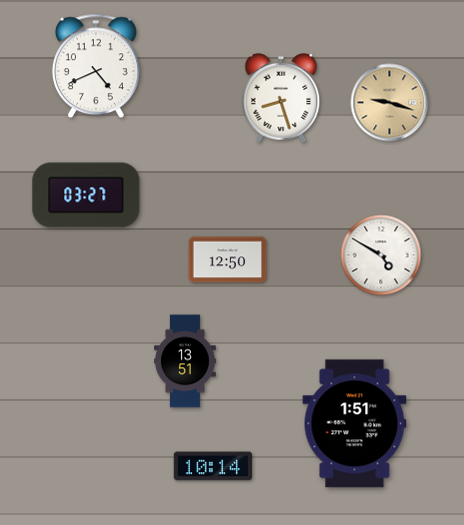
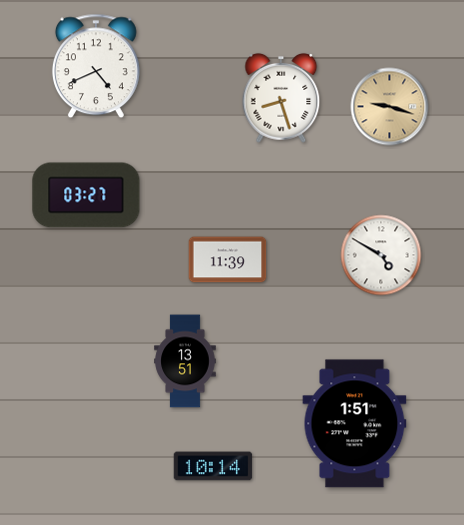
clock at (390, 103) position: (390, 103) -> (390, 107)
clock at (228, 260): 12:50 -> 11:39
